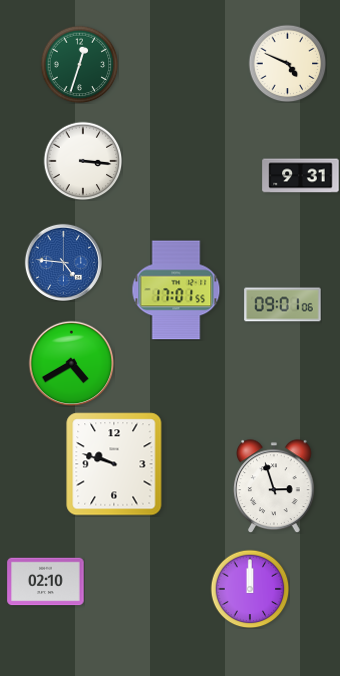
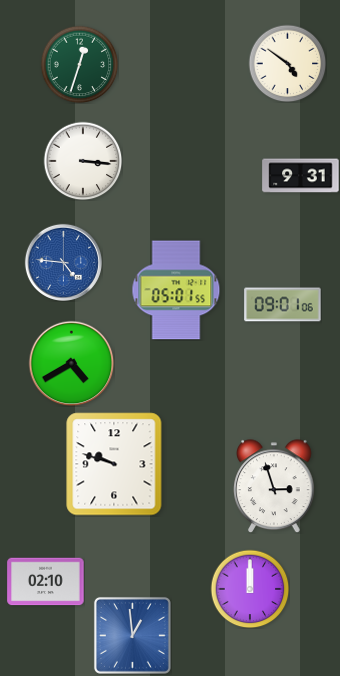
clock at (287, 63): 4:49 -> 4:51
clock at (176, 290): 17:01 -> 05:01
clock at (132, 635): none -> 12:59
